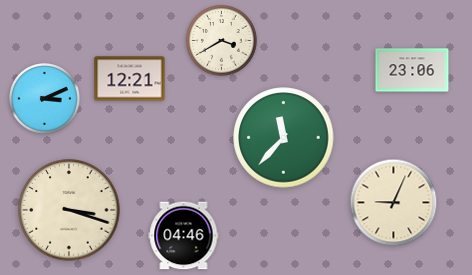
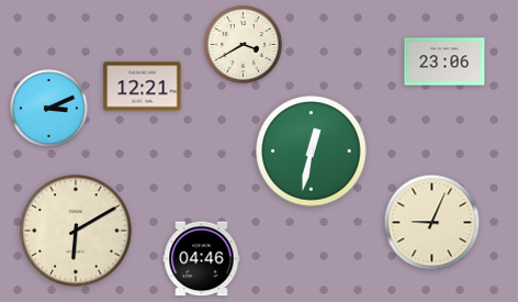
clock at (412, 70) position: (412, 70) -> (444, 61)
clock at (284, 138): 11:37 -> 12:32
clock at (69, 210): 3:18 -> 6:10
